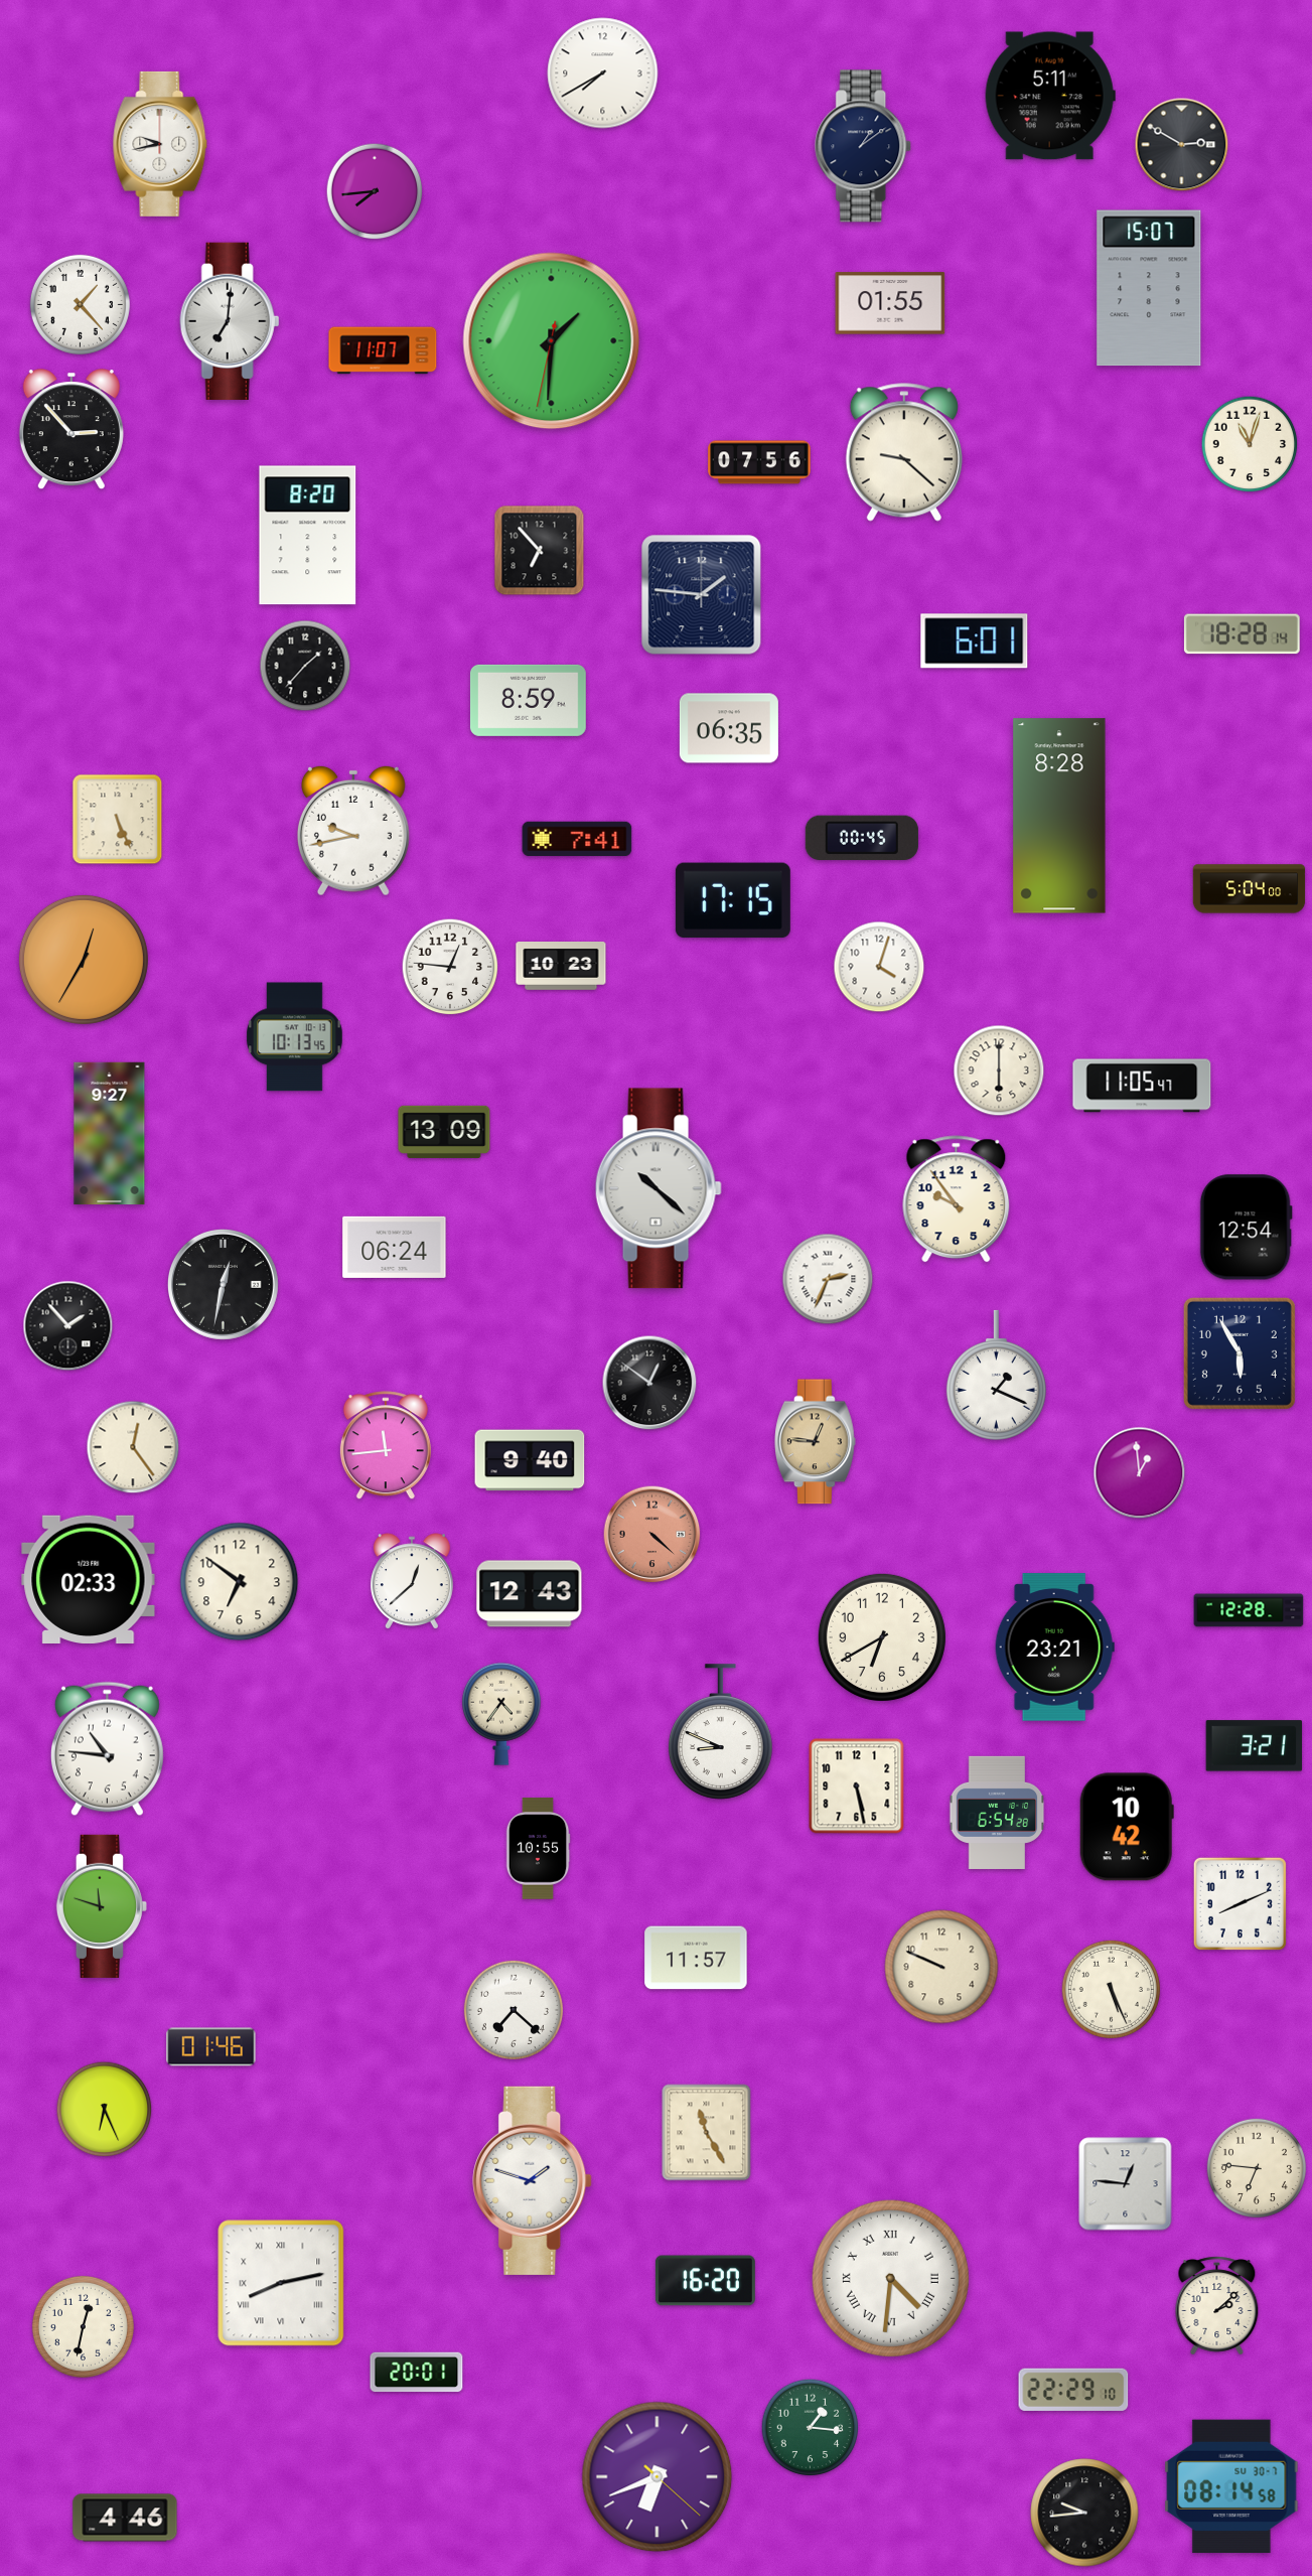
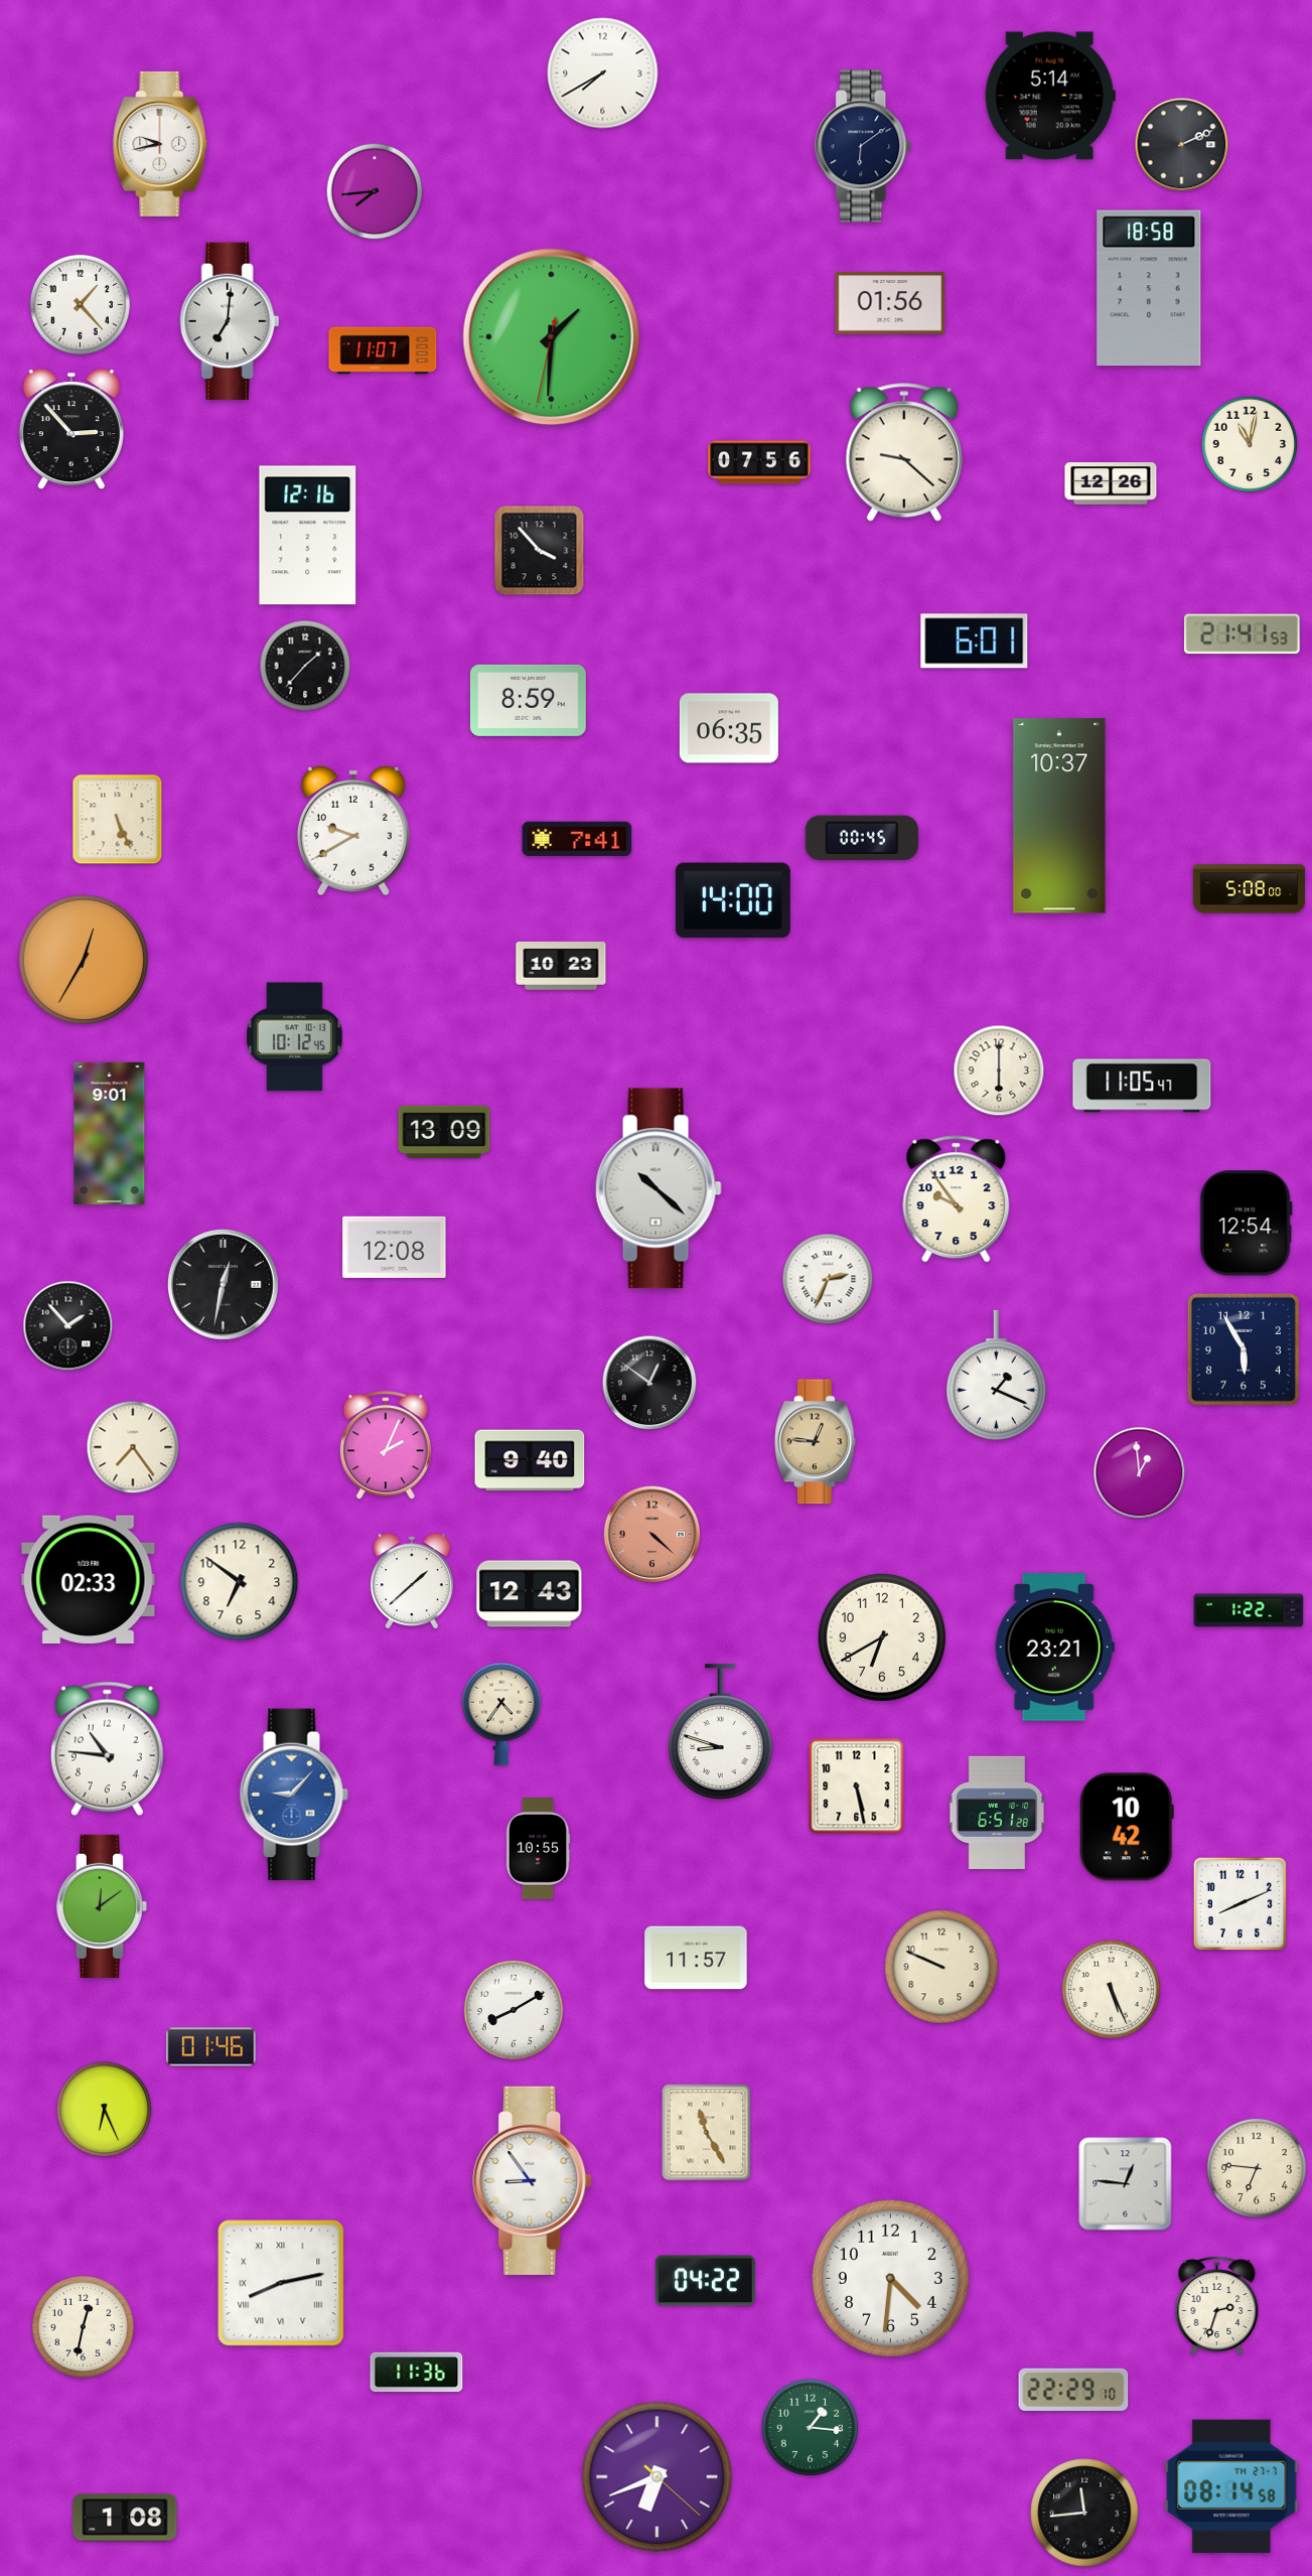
clock at (1050, 96): 5:11 -> 5:14
clock at (1182, 145): 2:50 -> 2:11
clock at (864, 146): 1:09 -> 6:09
clock at (1149, 288): 15:07 -> 18:58
clock at (890, 303): 01:55 -> 01:56
clock at (552, 341) position: (552, 341) -> (552, 337)
clock at (1250, 444): 11:03 -> 11:02
clock at (1111, 484): none -> 12:26
clock at (308, 536): 8:20 -> 12:16
clock at (540, 551): 6:53 -> 3:53
clock at (702, 595): 1:46 -> none
clock at (1242, 634): 18:28 -> 21:41
clock at (1059, 816): 8:28 -> 10:37
clock at (353, 831): 9:43 -> 9:40
clock at (1250, 889): 5:04 -> 5:08
clock at (733, 900): 17:15 -> 14:00
clock at (450, 967): 12:46 -> none
clock at (879, 967): 4:03 -> none
clock at (294, 1037): 10:13 -> 10:12
clock at (110, 1134): 9:27 -> 9:01
clock at (1246, 1228) position: (1246, 1228) -> (1246, 1224)
clock at (395, 1247): 06:24 -> 12:08
clock at (1240, 1353) position: (1240, 1353) -> (1244, 1349)
clock at (386, 1446): 11:44 -> 2:04
clock at (133, 1447): 12:24 -> 7:24
clock at (412, 1581): 12:38 -> 1:38
clock at (1249, 1610): 12:28 -> 1:22
clock at (721, 1732): 8:49 -> 8:48
clock at (1255, 1746): 3:21 -> none
clock at (294, 1795): none -> 9:07
clock at (997, 1813): 6:54 -> 6:51
clock at (102, 1906): 11:48 -> 12:09
clock at (514, 2010): 7:22 -> 8:10
clock at (533, 2180): 1:48 -> 8:54
clock at (890, 2278) numerals: Roman -> Arabic
clock at (705, 2281): 16:20 -> 04:22
clock at (1217, 2306): 2:08 -> 2:33
clock at (417, 2373): 20:01 -> 11:36
clock at (1231, 2486) date: SU 30-7 -> TH 27-7
clock at (1084, 2513): 9:44 -> 11:44
clock at (125, 2518): 4:46 -> 1:08
